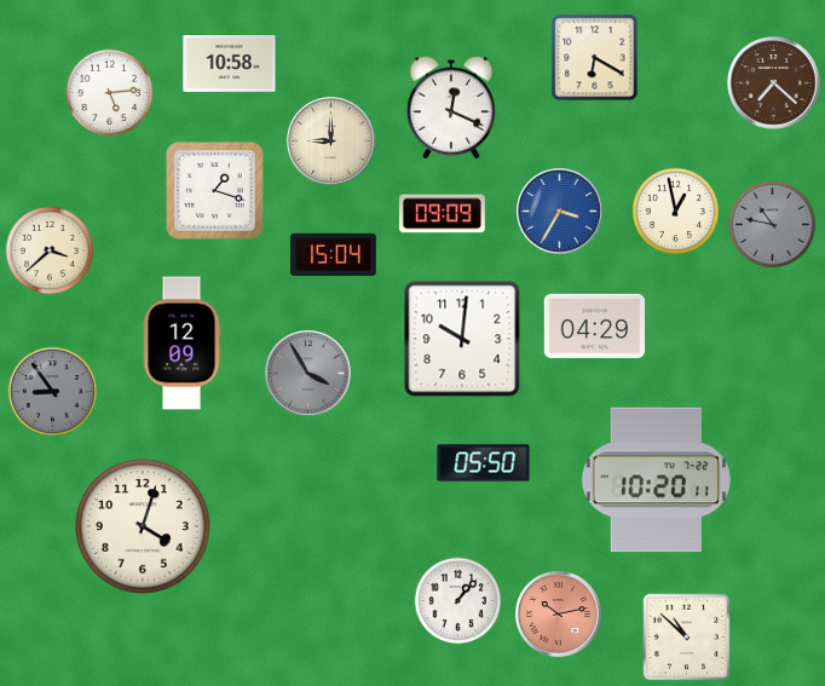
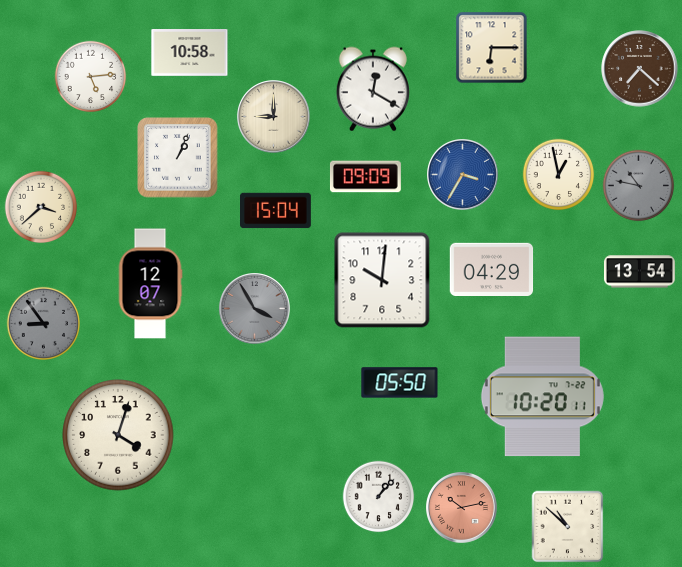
clock at (595, 58): 6:20 -> 6:15
clock at (451, 108): 12:19 -> 12:20
clock at (215, 191): 1:18 -> 1:04
clock at (640, 272): none -> 13:54
clock at (181, 344): 12:09 -> 12:07
